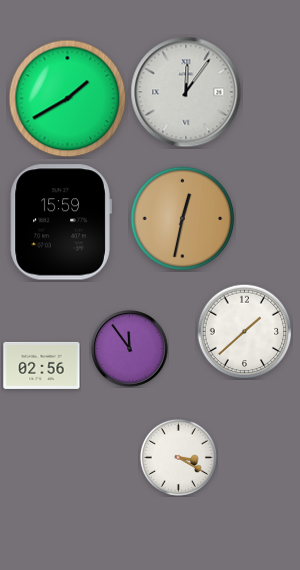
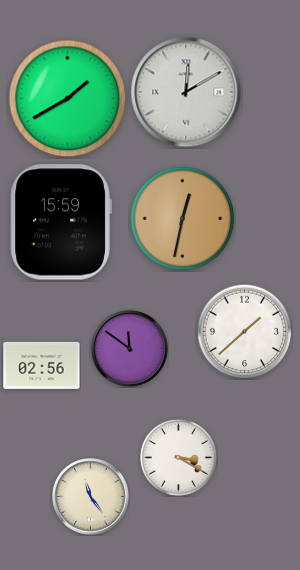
clock at (186, 92): 12:06 -> 12:10
clock at (130, 349): 11:54 -> 11:51
clock at (91, 497): none -> 11:24
